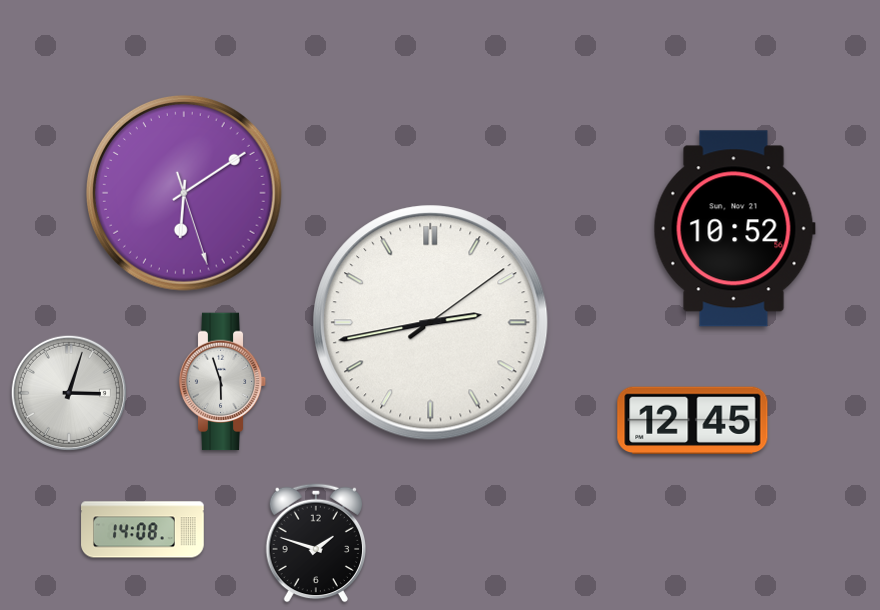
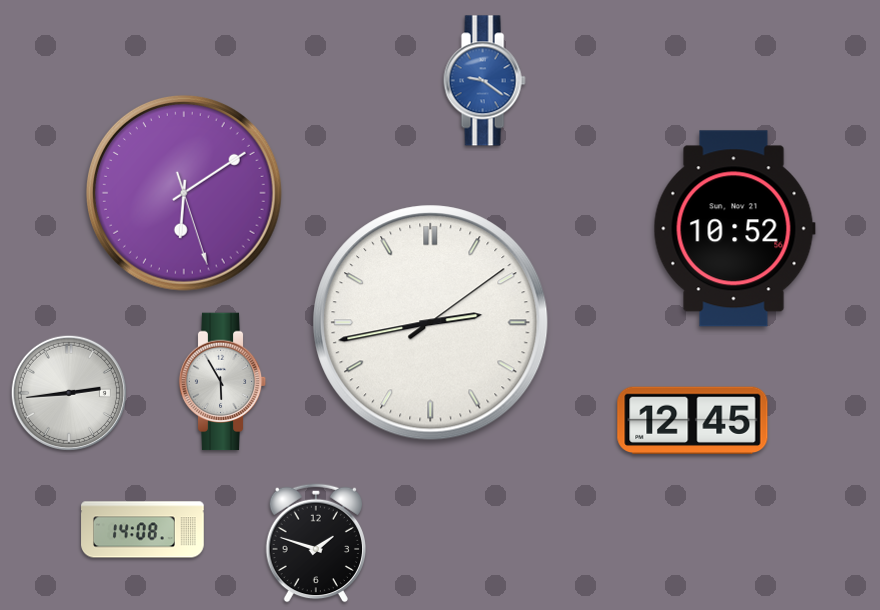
clock at (484, 81): none -> 9:21
clock at (223, 382): 5:57 -> 5:55
clock at (69, 393): 3:03 -> 2:44
